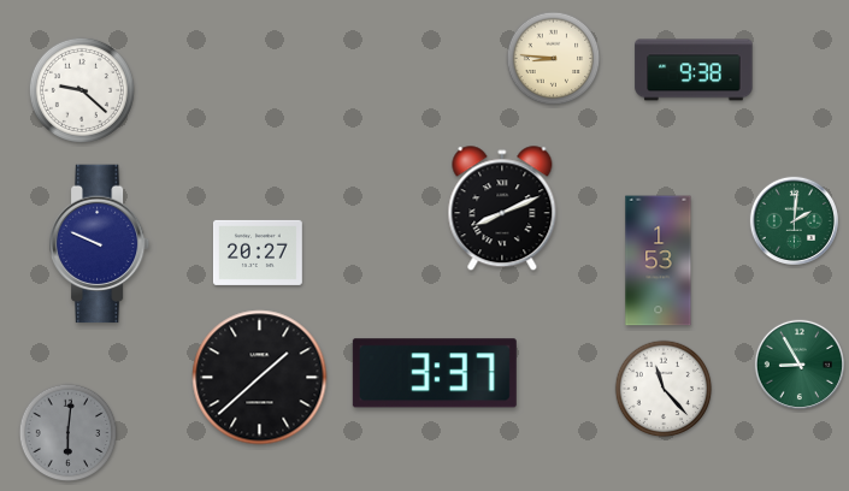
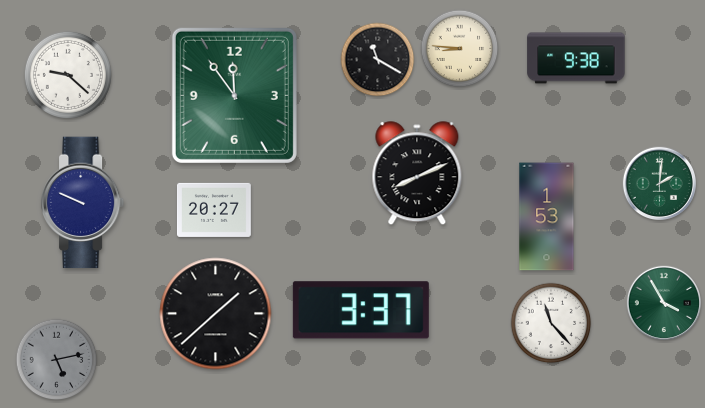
clock at (378, 60): none -> 11:20
clock at (234, 95): none -> 11:54
clock at (798, 363): 8:55 -> 3:55
clock at (69, 433): 6:01 -> 5:13
